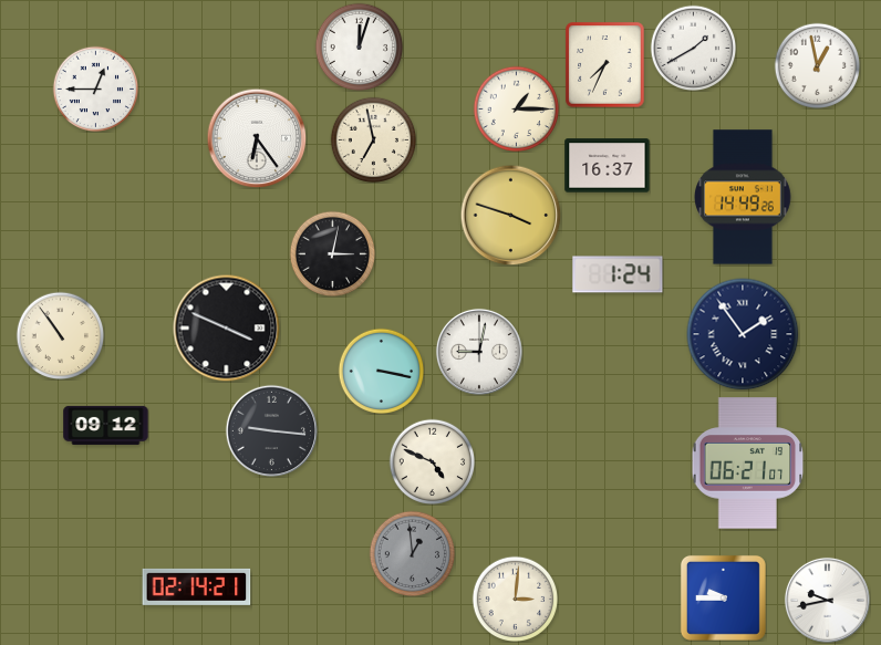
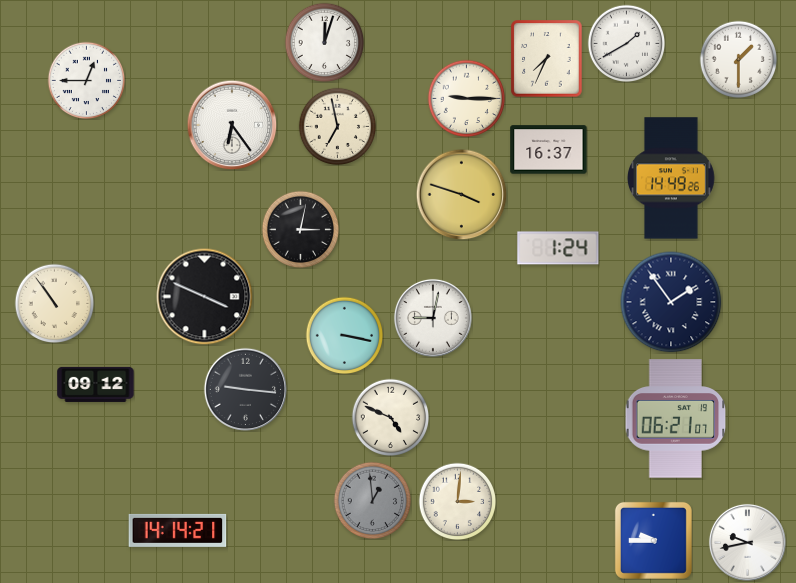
clock at (817, 65): 12:58 -> 1:30
clock at (516, 108): 1:15 -> 9:15
clock at (197, 586): 02:14 -> 14:14
clock at (515, 599) position: (515, 599) -> (457, 501)
